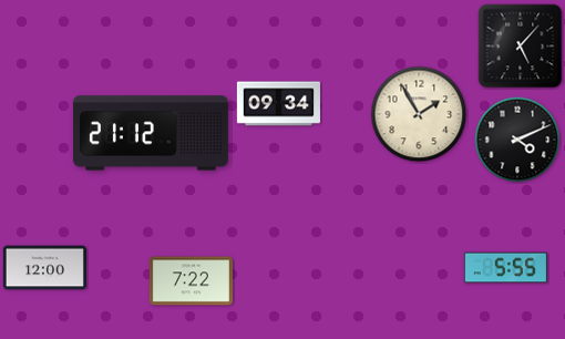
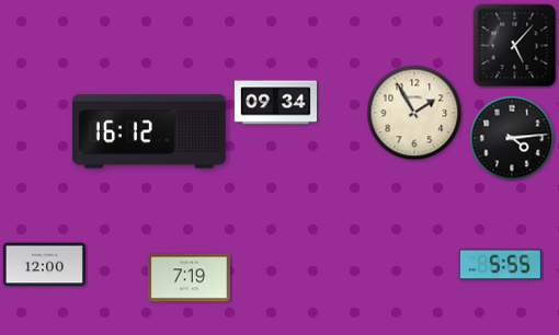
clock at (151, 133): 21:12 -> 16:12
clock at (517, 140): 4:11 -> 4:14
clock at (191, 281): 7:22 -> 7:19
